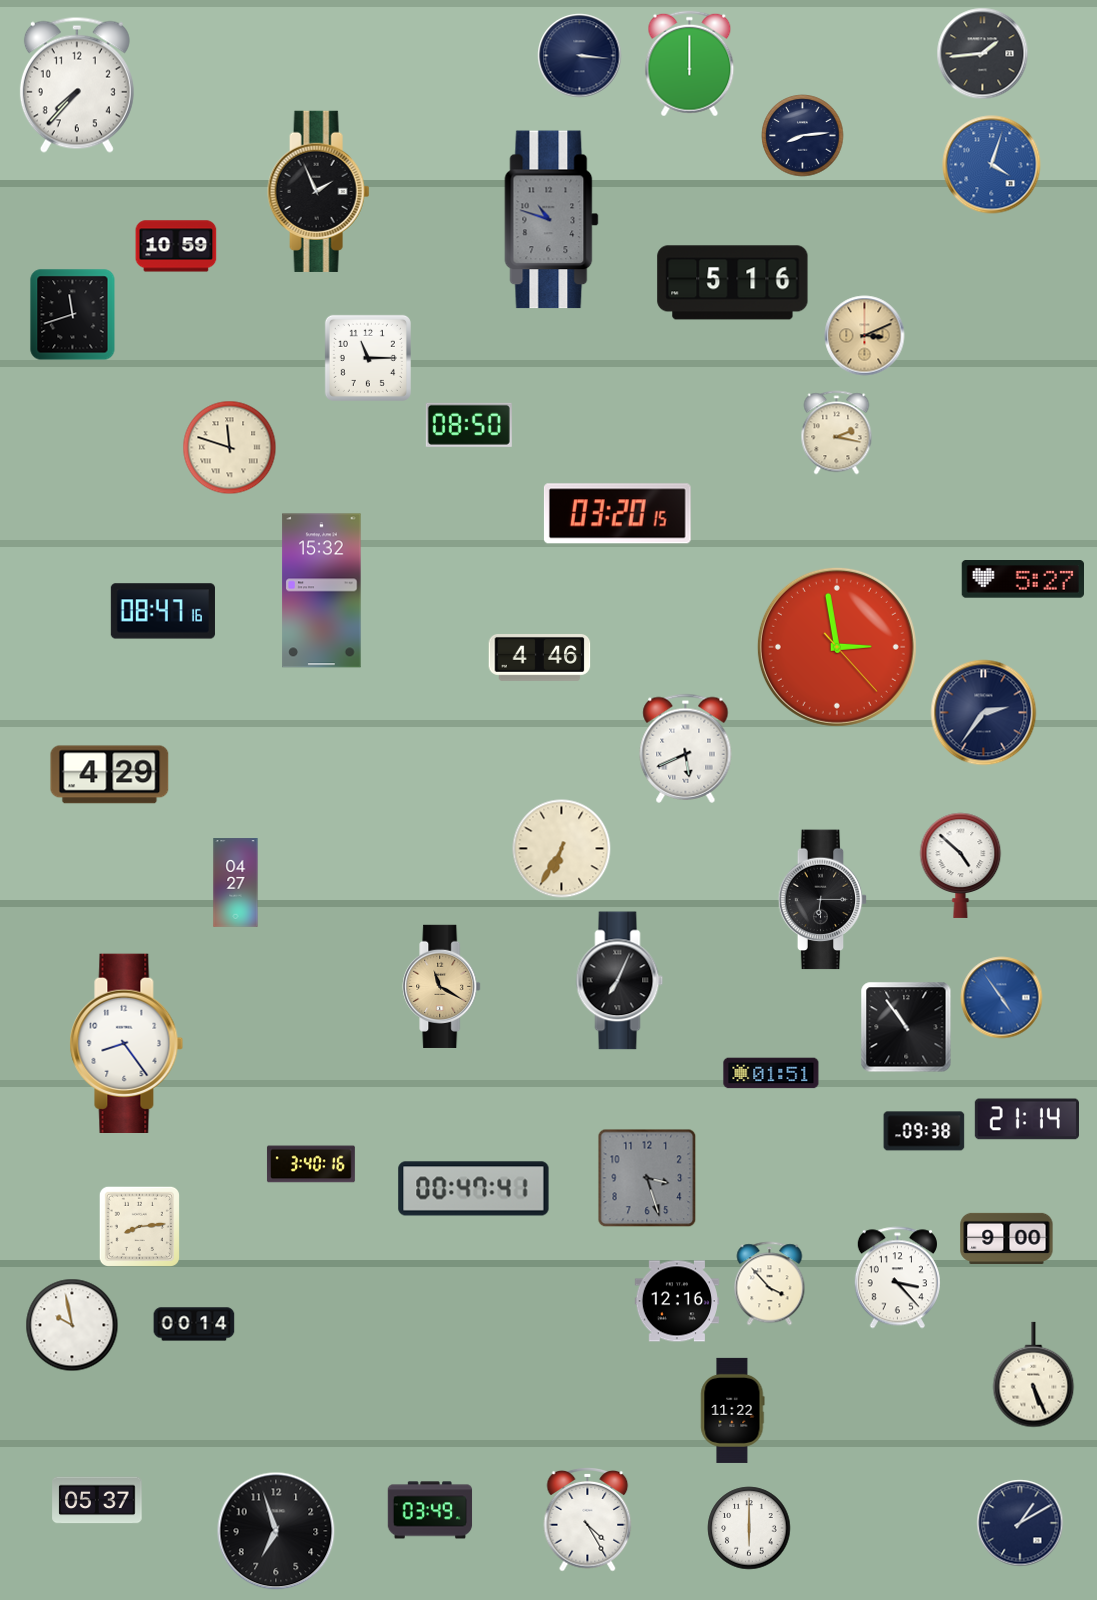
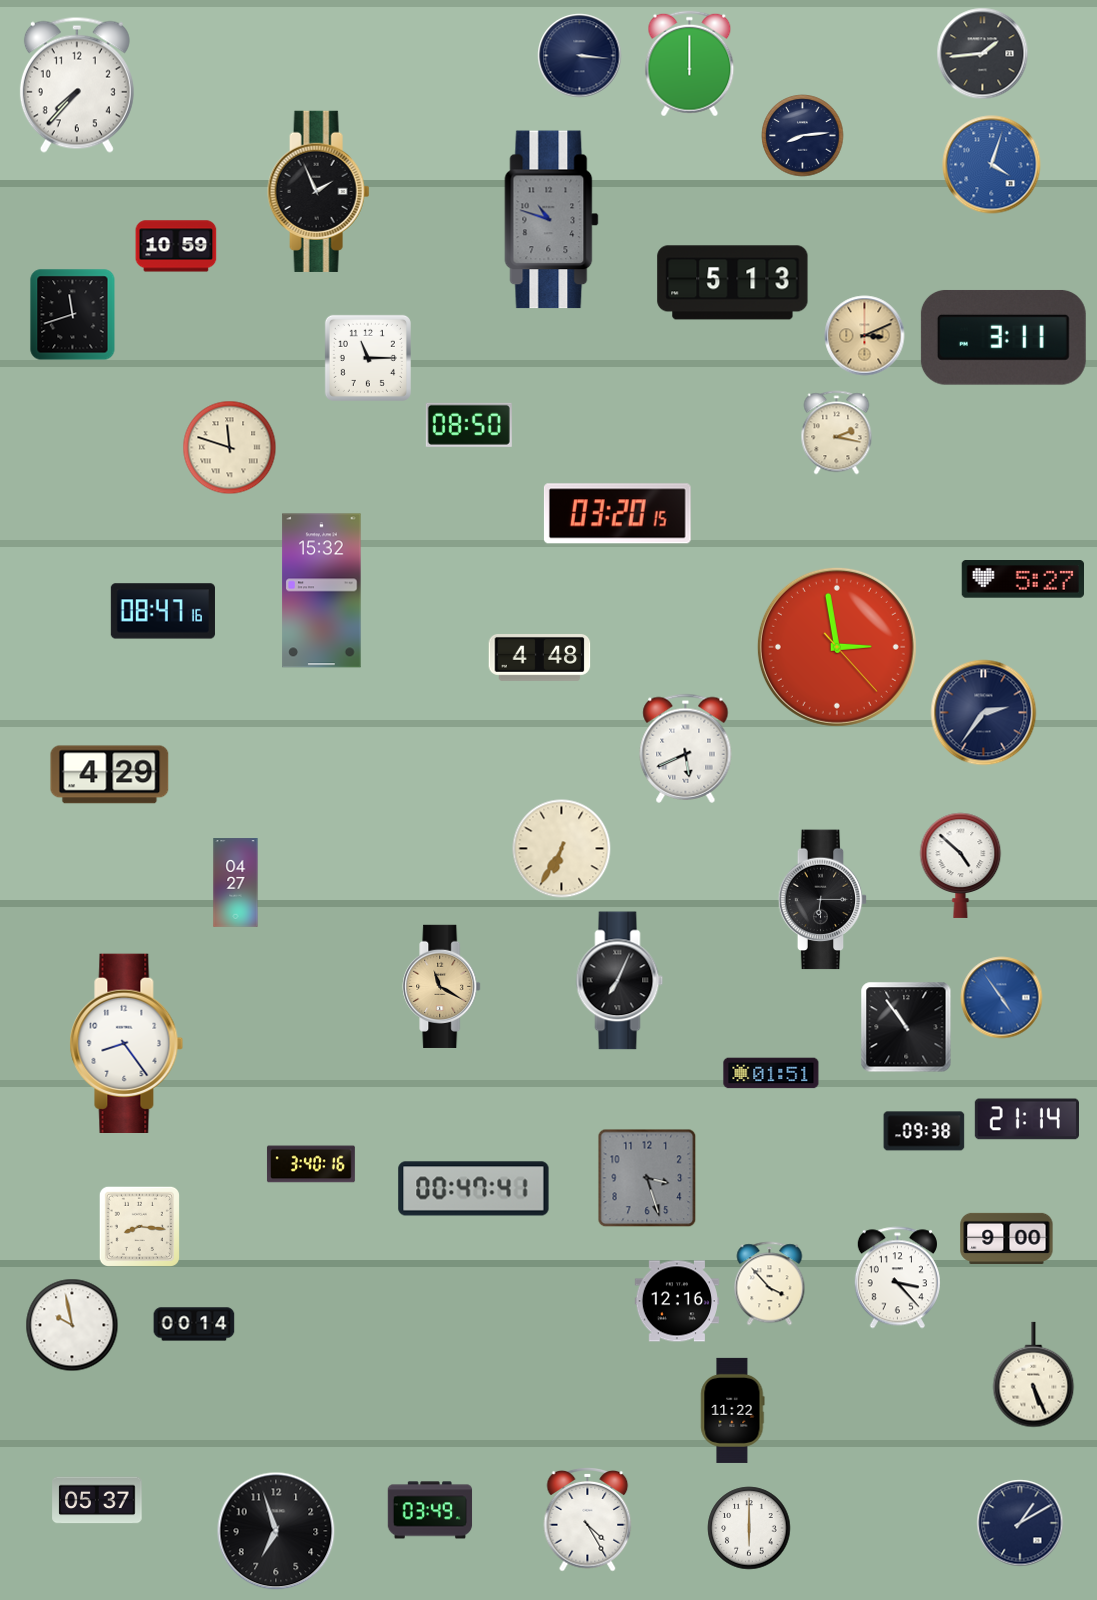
clock at (733, 283): 5:16 -> 5:13
clock at (1003, 337): none -> 3:11
clock at (540, 658): 4:46 -> 4:48
clock at (139, 1226): 8:14 -> 8:16
